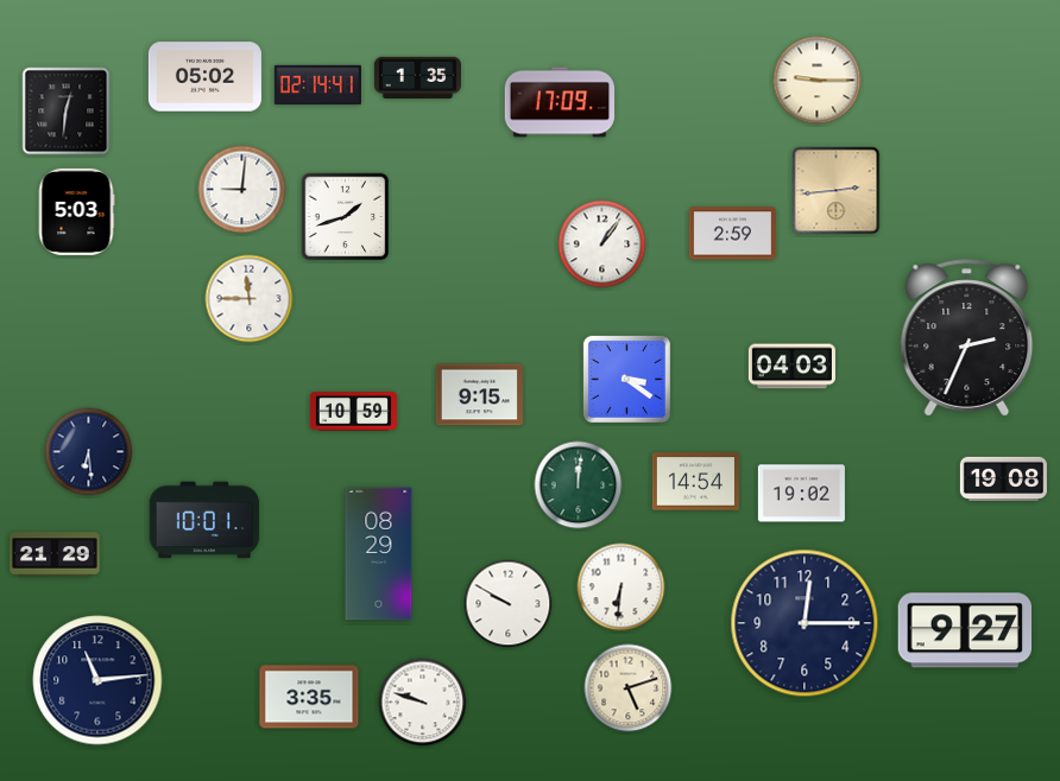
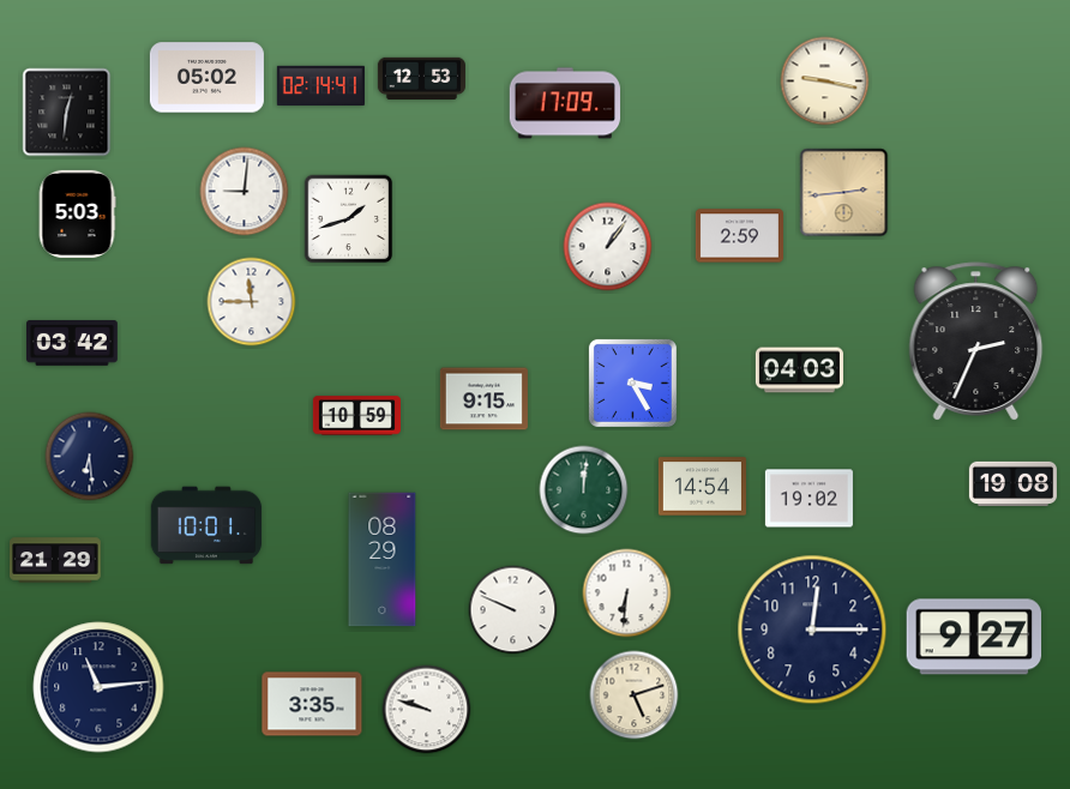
clock at (417, 77): 1:35 -> 12:53
clock at (818, 81): 9:15 -> 9:17
clock at (73, 344): none -> 03:42
clock at (626, 379): 3:21 -> 3:25
clock at (509, 604): 9:50 -> 9:49
